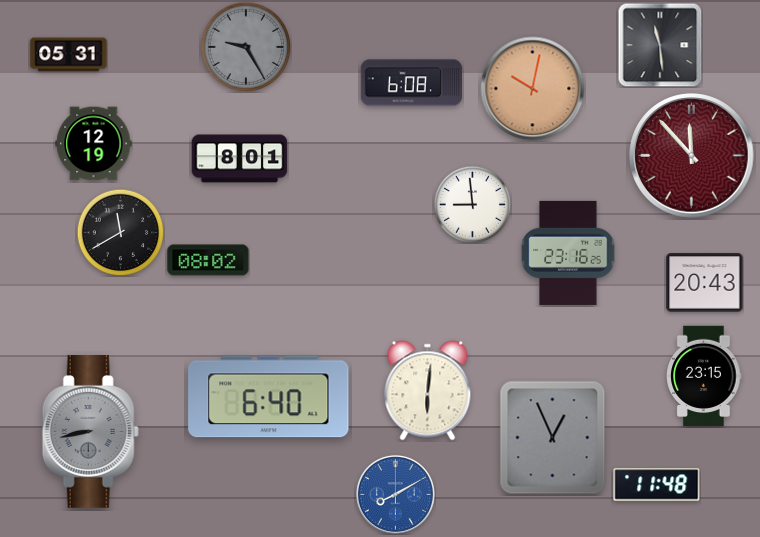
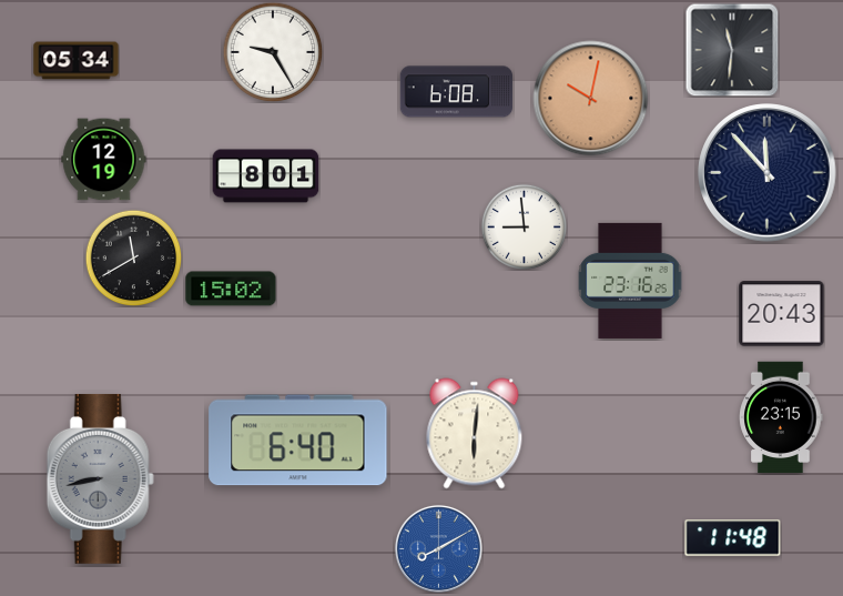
clock at (660, 45): 11:29 -> 11:31
clock at (246, 47) dial: grey -> white
clock at (69, 55): 05:31 -> 05:34
clock at (692, 156) dial: burgundy -> navy
clock at (208, 260): 08:02 -> 15:02
clock at (553, 438): 12:56 -> none
clock at (657, 485) position: (657, 485) -> (733, 538)
